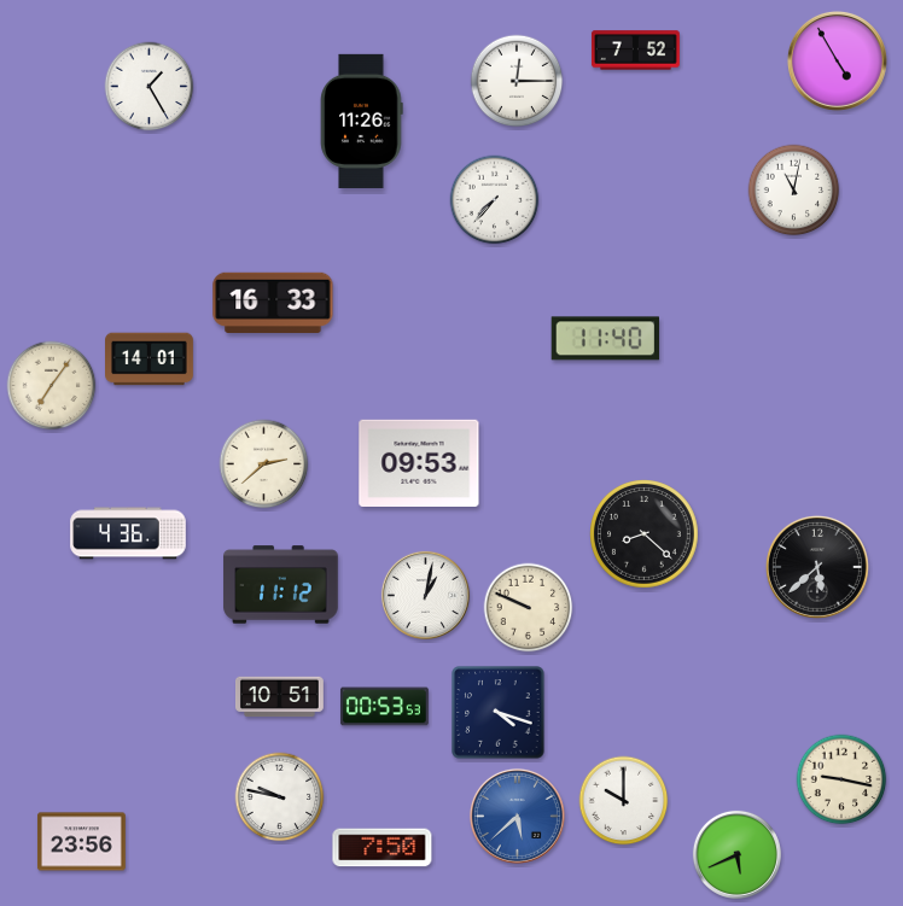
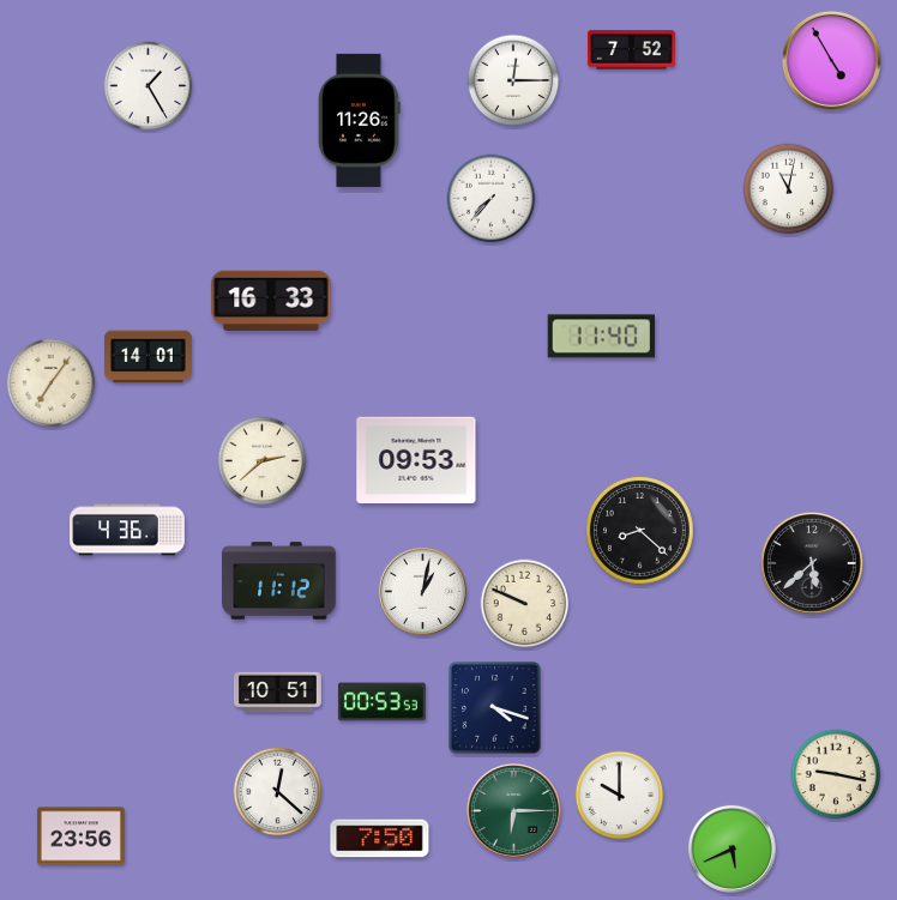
clock at (280, 797): 9:47 -> 12:22
clock at (517, 816): 5:38 -> 6:15
clock at (517, 816) dial: blue -> green
clock at (383, 848) position: (383, 848) -> (380, 839)
